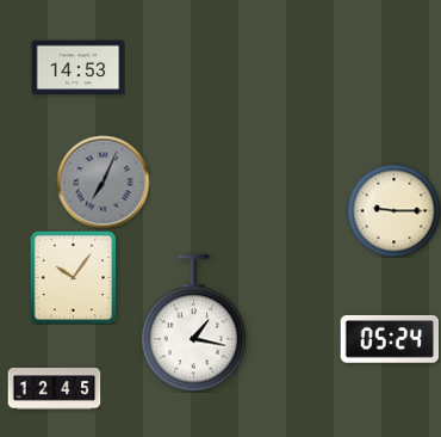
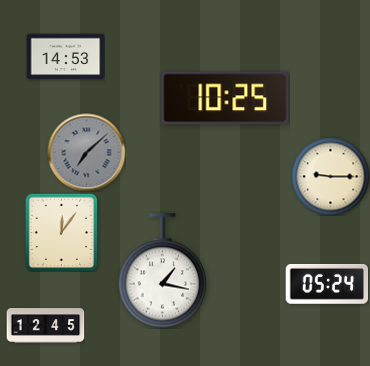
clock at (225, 98): none -> 10:25
clock at (103, 181): 7:04 -> 7:08
clock at (74, 277): 10:06 -> 12:06
